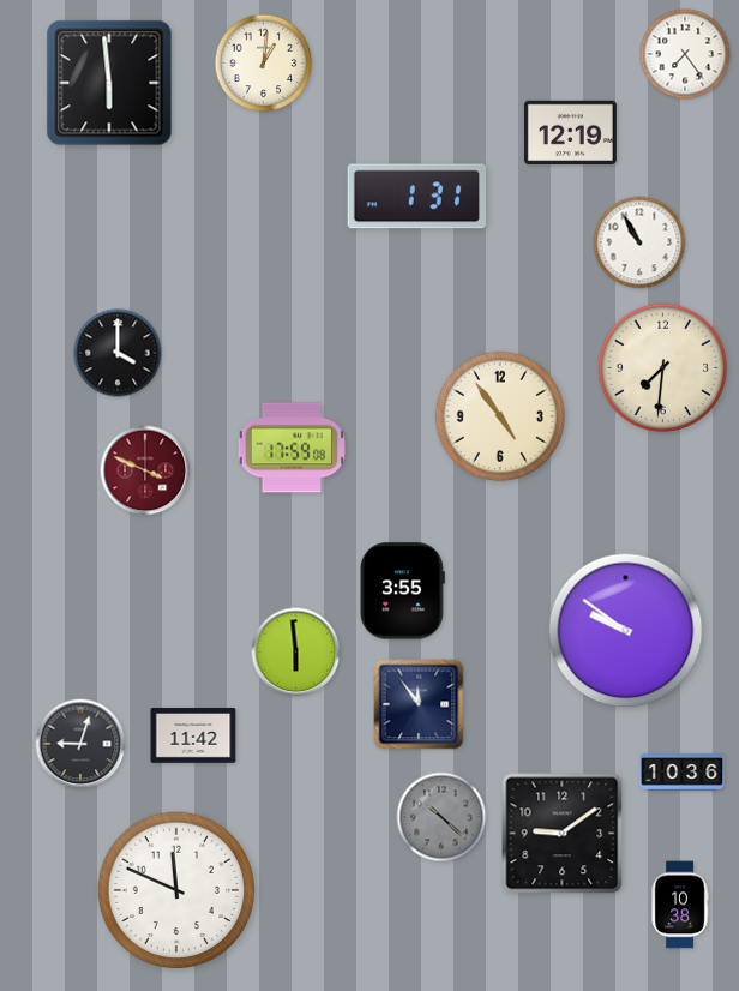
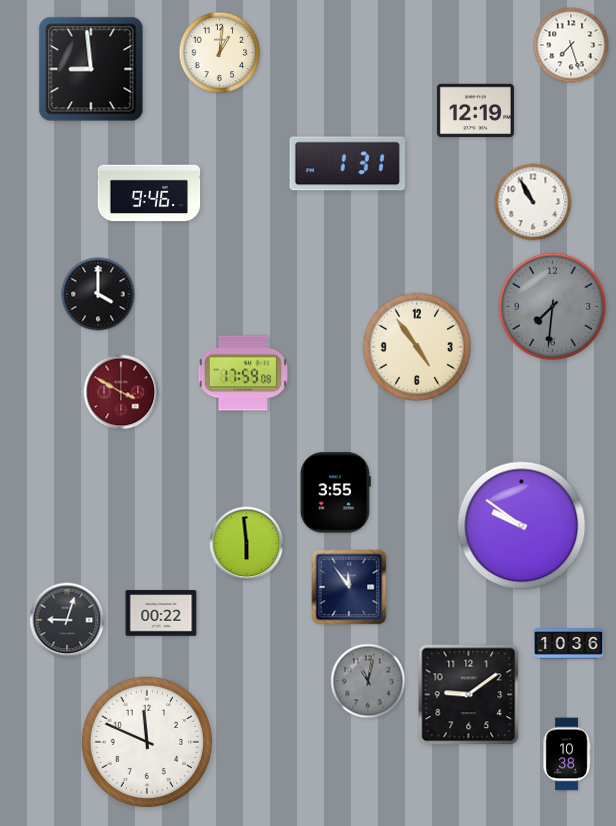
clock at (685, 54): 7:24 -> 7:27
clock at (109, 83): 5:59 -> 8:59
clock at (149, 193): none -> 9:46
clock at (663, 368) dial: cream -> grey
clock at (145, 470): 3:49 -> 3:50
clock at (193, 735): 11:42 -> 00:22
clock at (441, 817): 10:22 -> 11:02
